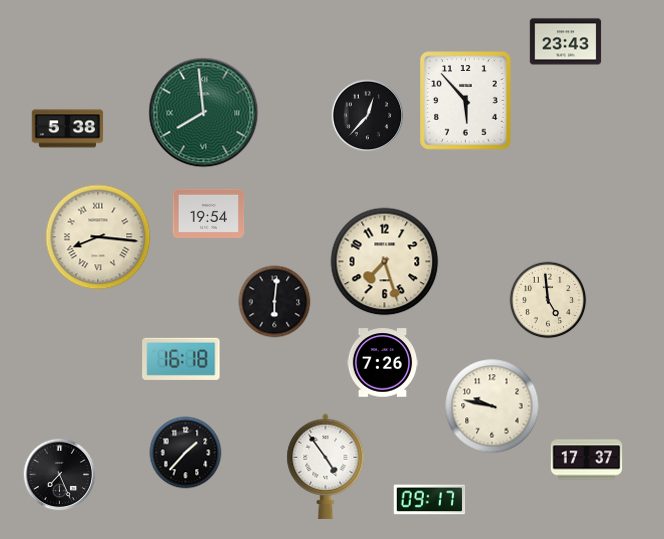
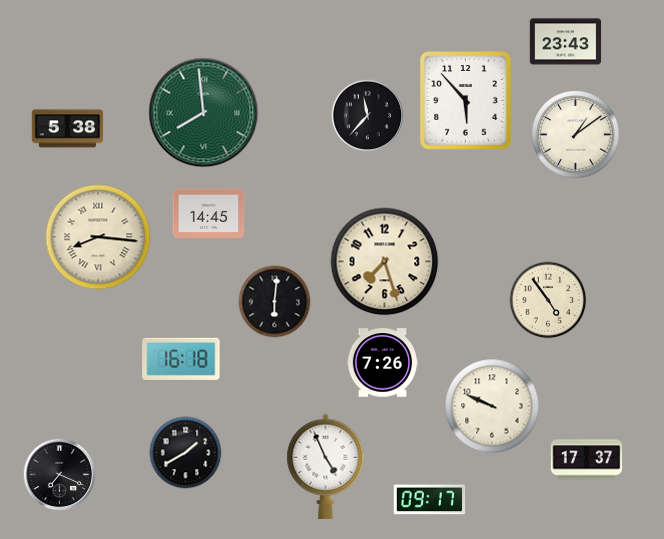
clock at (368, 116): 12:37 -> 11:37
clock at (576, 135): none -> 1:09
clock at (209, 213): 19:54 -> 14:45
clock at (548, 300): 4:59 -> 4:54
clock at (492, 406): 9:47 -> 9:49
clock at (186, 453): 1:37 -> 1:40
clock at (326, 466): 4:54 -> 4:56
clock at (60, 475): 7:26 -> 7:19
